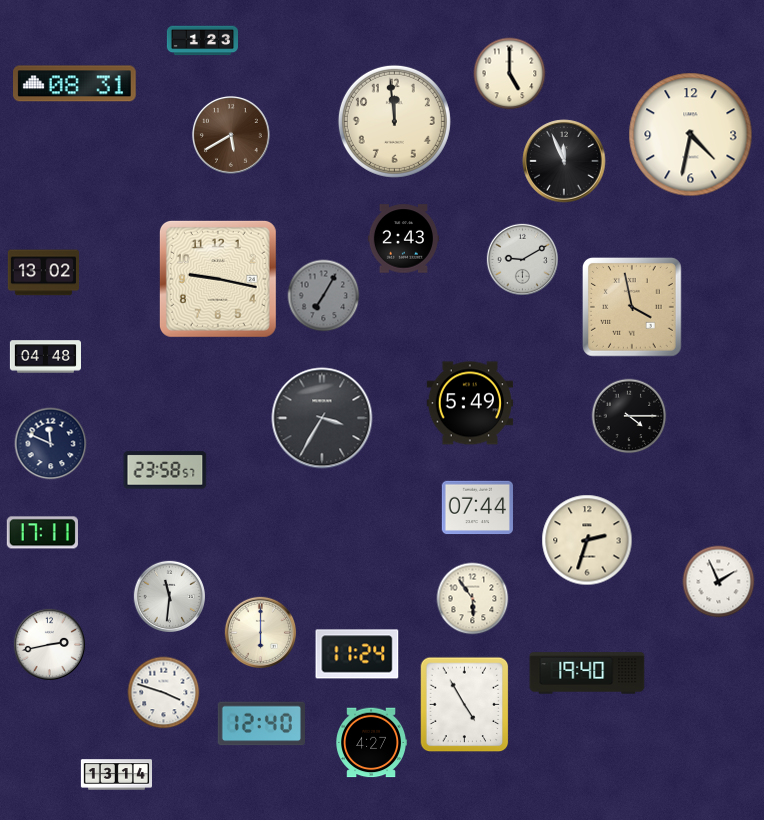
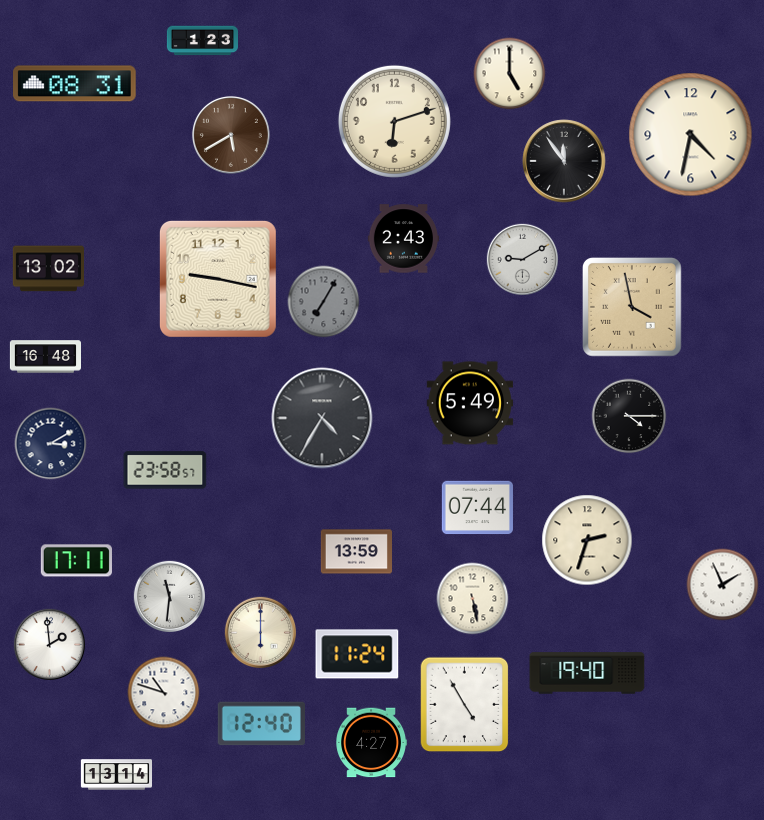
clock at (394, 121): 11:59 -> 6:12
clock at (564, 161): 11:56 -> 11:54
clock at (43, 273) position: (43, 273) -> (48, 269)
clock at (324, 296) position: (324, 296) -> (324, 302)
clock at (45, 357): 04:48 -> 16:48
clock at (322, 418): 3:35 -> 4:35
clock at (51, 444): 11:49 -> 3:10
clock at (42, 533) position: (42, 533) -> (76, 561)
clock at (356, 552): none -> 13:59
clock at (719, 582) position: (719, 582) -> (723, 585)
clock at (473, 599): 5:54 -> 5:28
clock at (49, 644): 2:43 -> 1:59
clock at (164, 693): 3:48 -> 10:48
